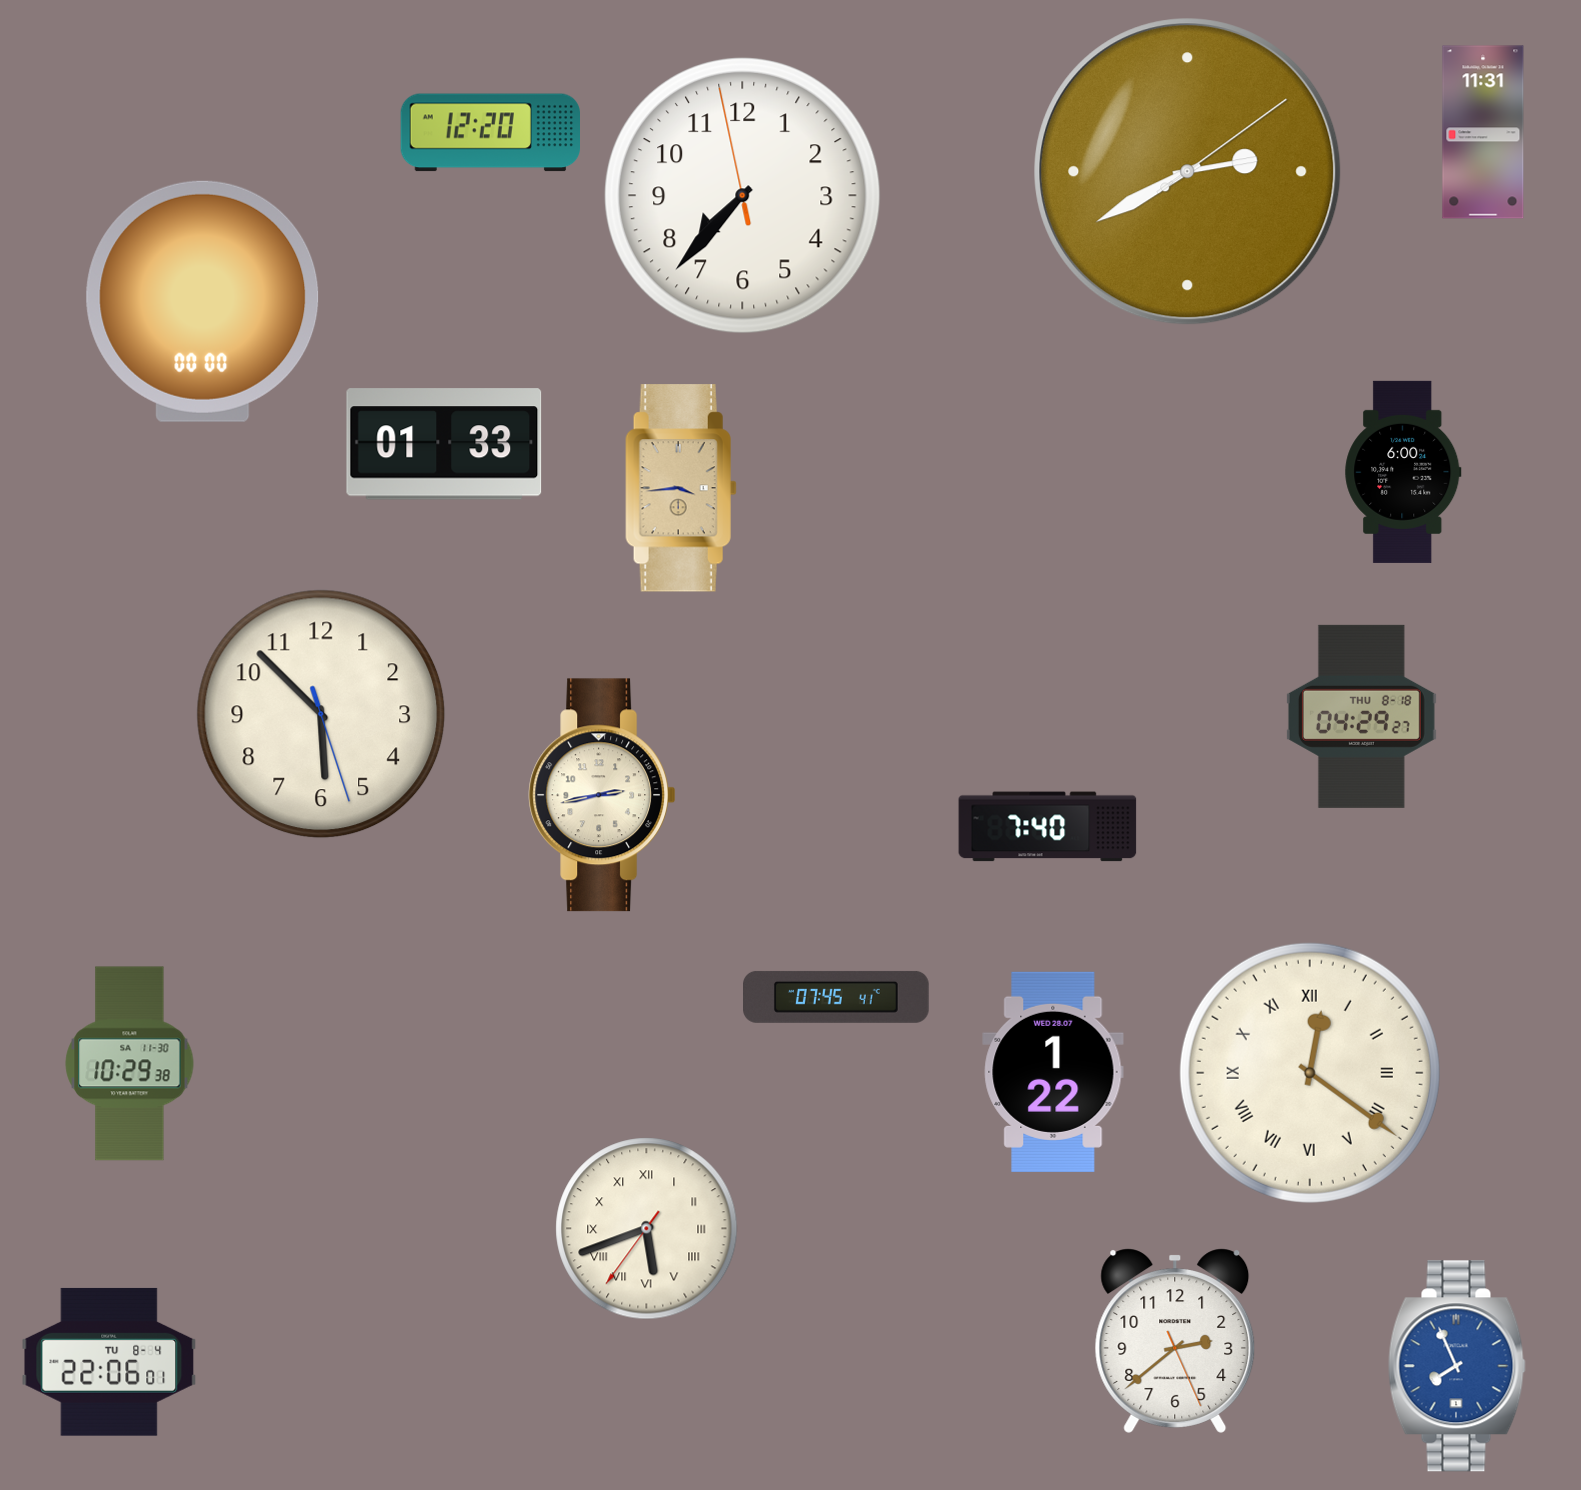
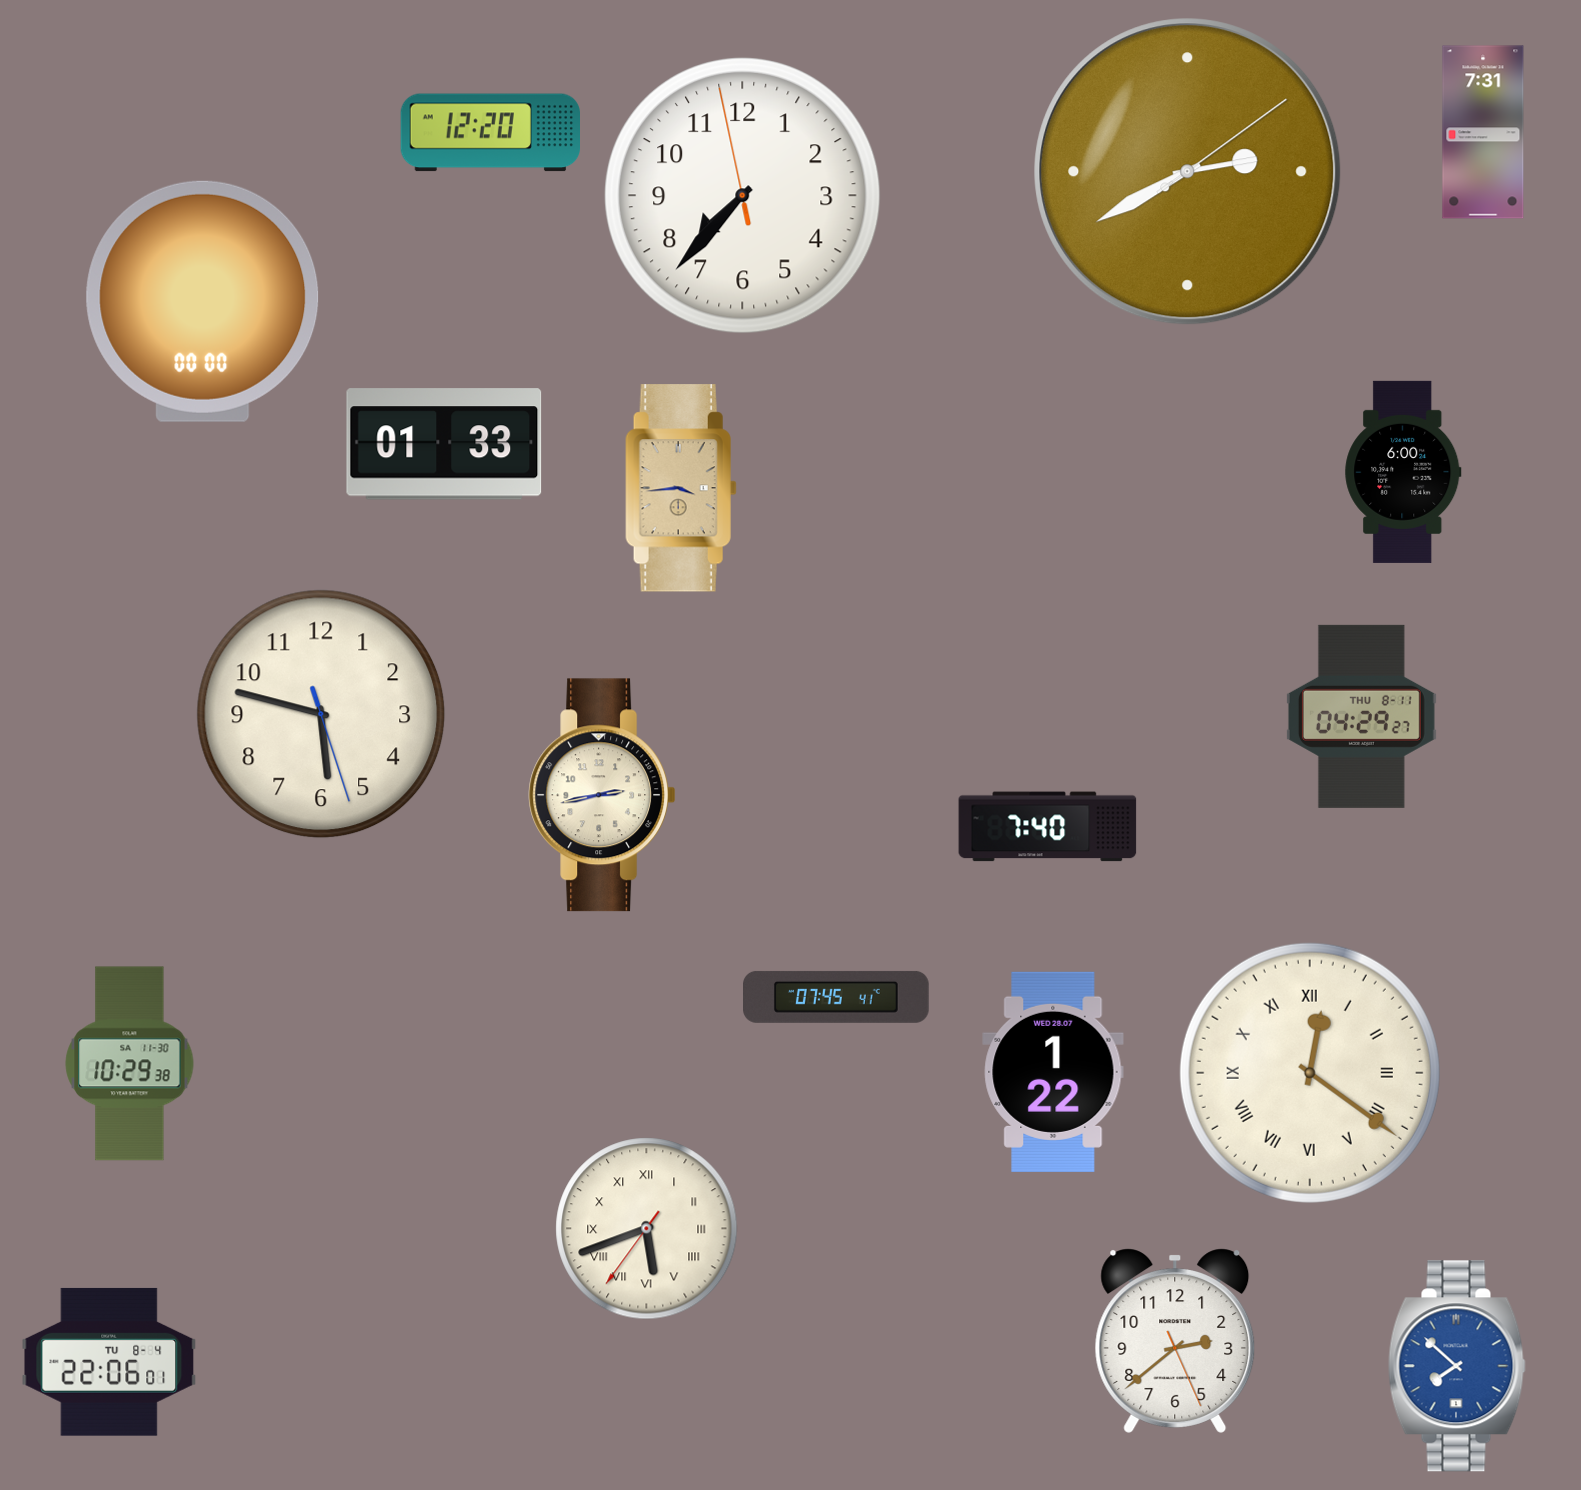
clock at (1483, 132): 11:31 -> 7:31
clock at (321, 714): 5:52 -> 5:47
clock at (1361, 716) date: THU 8-18 -> THU 8-11
clock at (1457, 1366): 7:56 -> 7:52
